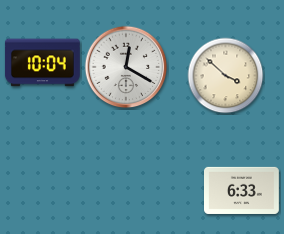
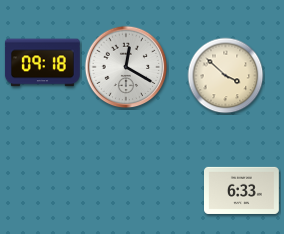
clock at (42, 63): 10:04 -> 09:18
